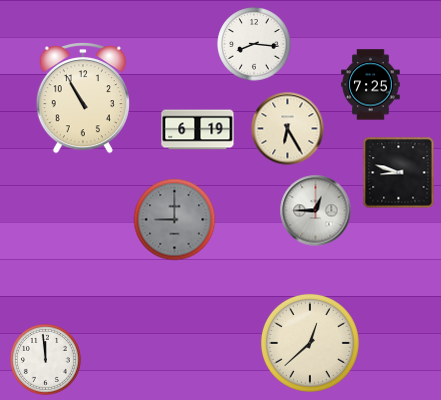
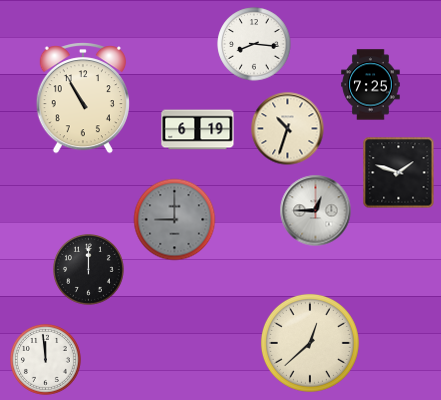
clock at (288, 129): 6:25 -> 10:33
clock at (399, 173): 8:48 -> 1:48
clock at (89, 270): none -> 12:00
